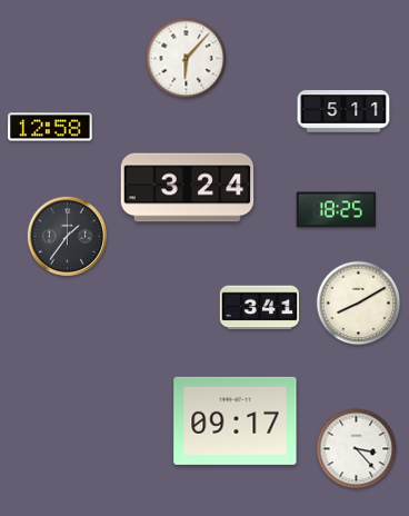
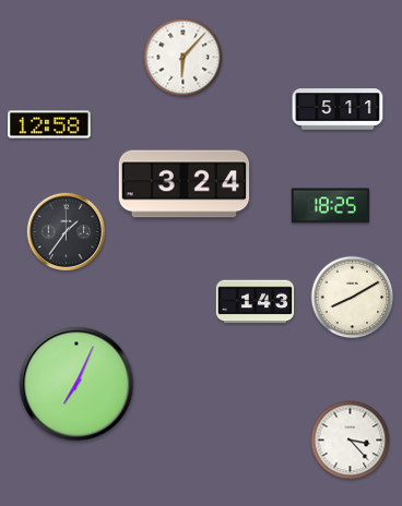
clock at (260, 308): 3:41 -> 1:43
clock at (76, 384): none -> 7:04
clock at (236, 420): 09:17 -> none
